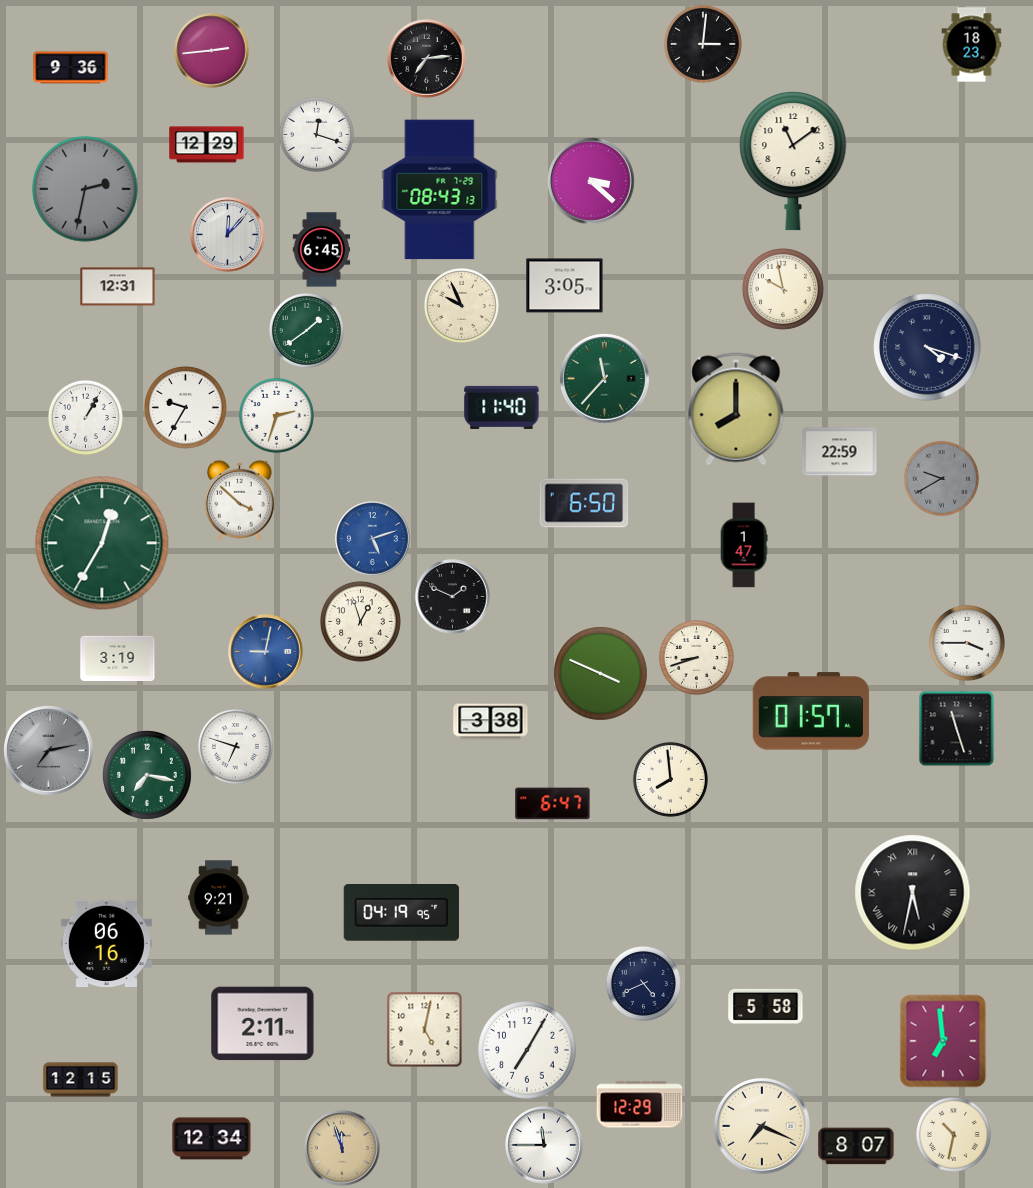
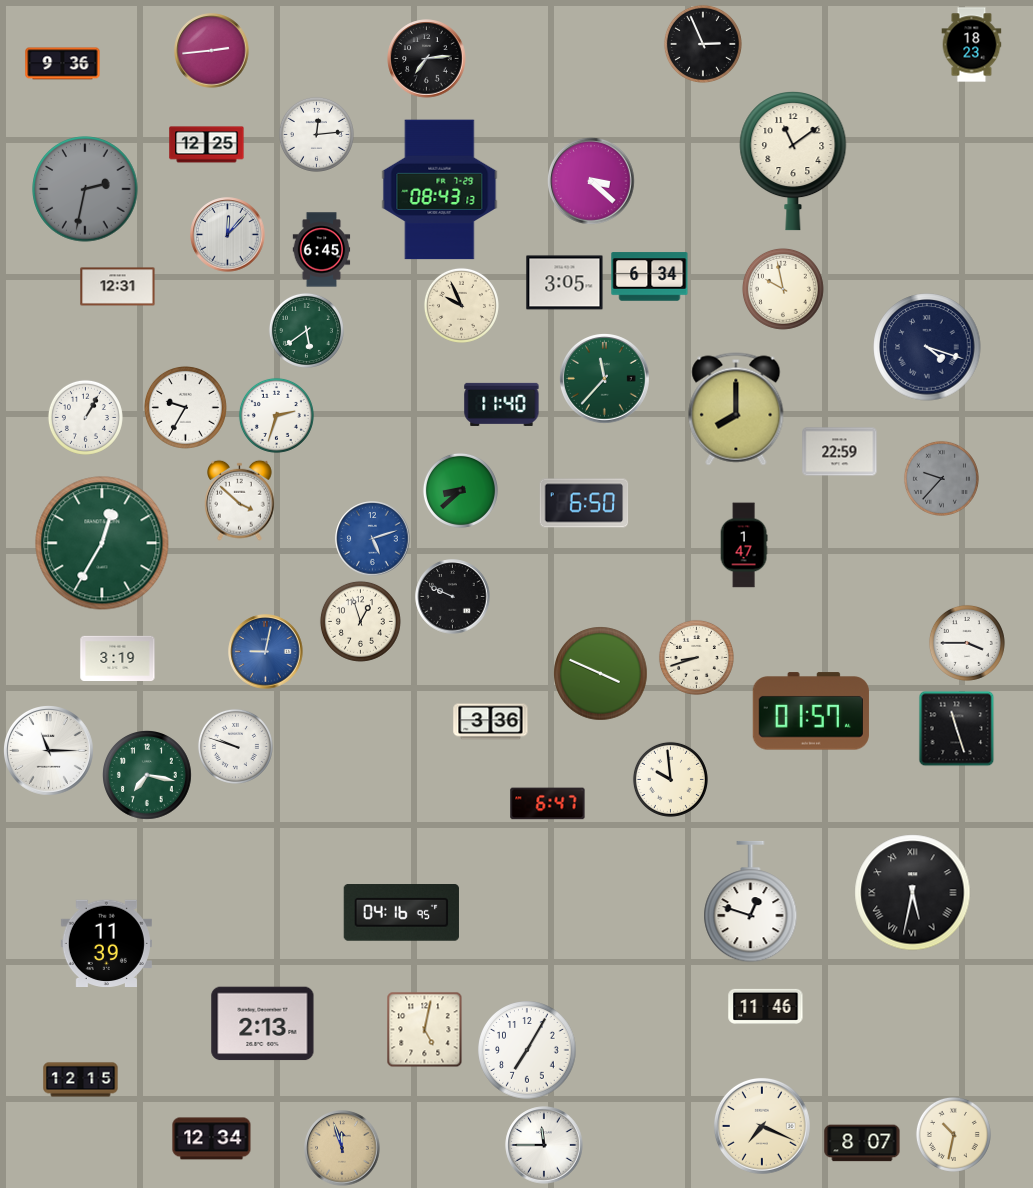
clock at (703, 44): 3:01 -> 2:56
clock at (71, 68) position: (71, 68) -> (63, 64)
clock at (316, 134): 12:18 -> 12:14
clock at (207, 145): 12:29 -> 12:25
clock at (650, 277): none -> 6:34
clock at (565, 286) position: (565, 286) -> (565, 283)
clock at (306, 330): 1:39 -> 5:39
clock at (502, 407) position: (502, 407) -> (502, 404)
clock at (941, 478): 9:40 -> 9:37
clock at (460, 490): none -> 8:38
clock at (453, 597): 1:49 -> 9:49
clock at (491, 722): 3:38 -> 3:36
clock at (235, 746): 6:48 -> 9:48
clock at (49, 751): 7:13 -> 11:15
clock at (49, 751) dial: grey -> white
clock at (670, 779): 7:59 -> 9:59
clock at (553, 804) position: (553, 804) -> (548, 804)
clock at (219, 898): 9:21 -> none
clock at (751, 902): none -> 12:48
clock at (401, 913): 04:19 -> 04:16
clock at (106, 943): 06:16 -> 11:39
clock at (643, 983): 4:41 -> none
clock at (766, 1006): 5:58 -> 11:46
clock at (263, 1024): 2:11 -> 2:13
clock at (943, 1041): 6:59 -> none
clock at (640, 1105): 12:29 -> none
clock at (856, 1146) position: (856, 1146) -> (862, 1143)
